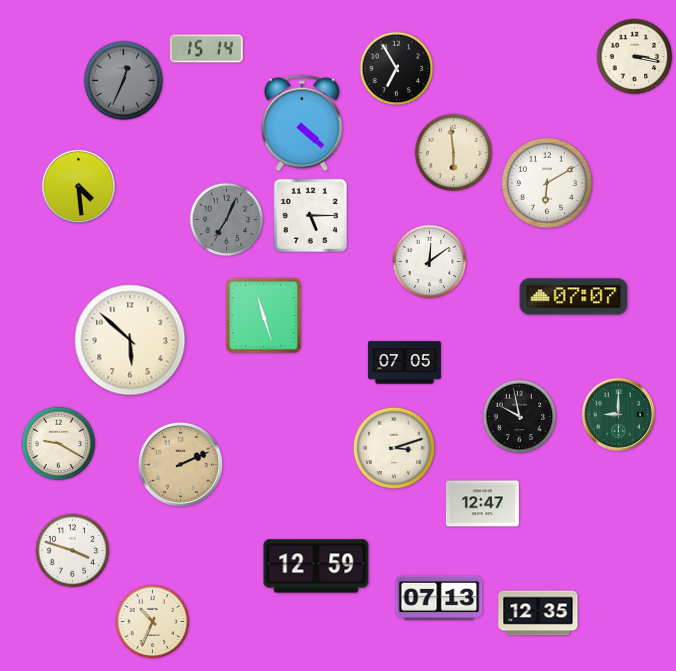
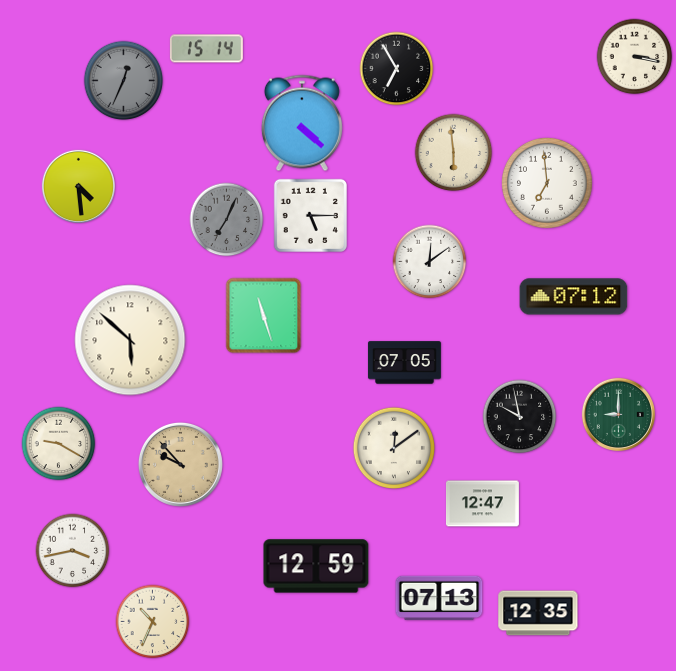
clock at (547, 183): 6:10 -> 6:59
clock at (574, 297): 07:07 -> 07:12
clock at (393, 447): 3:12 -> 12:09
clock at (180, 464): 2:11 -> 9:53
clock at (73, 551): 3:48 -> 3:43
